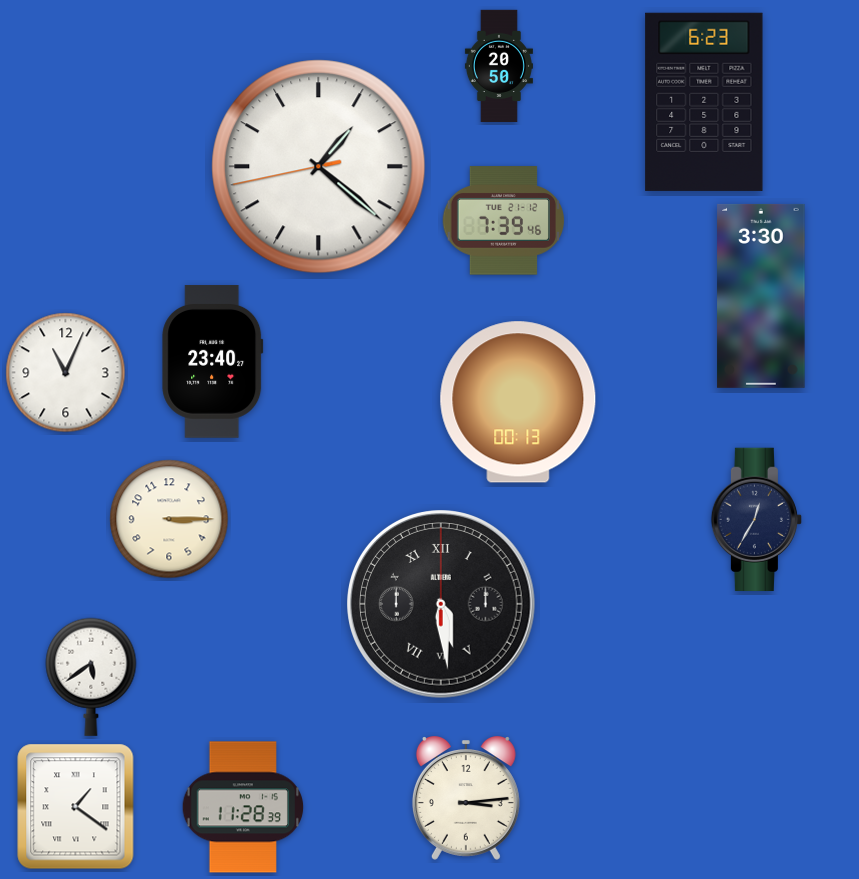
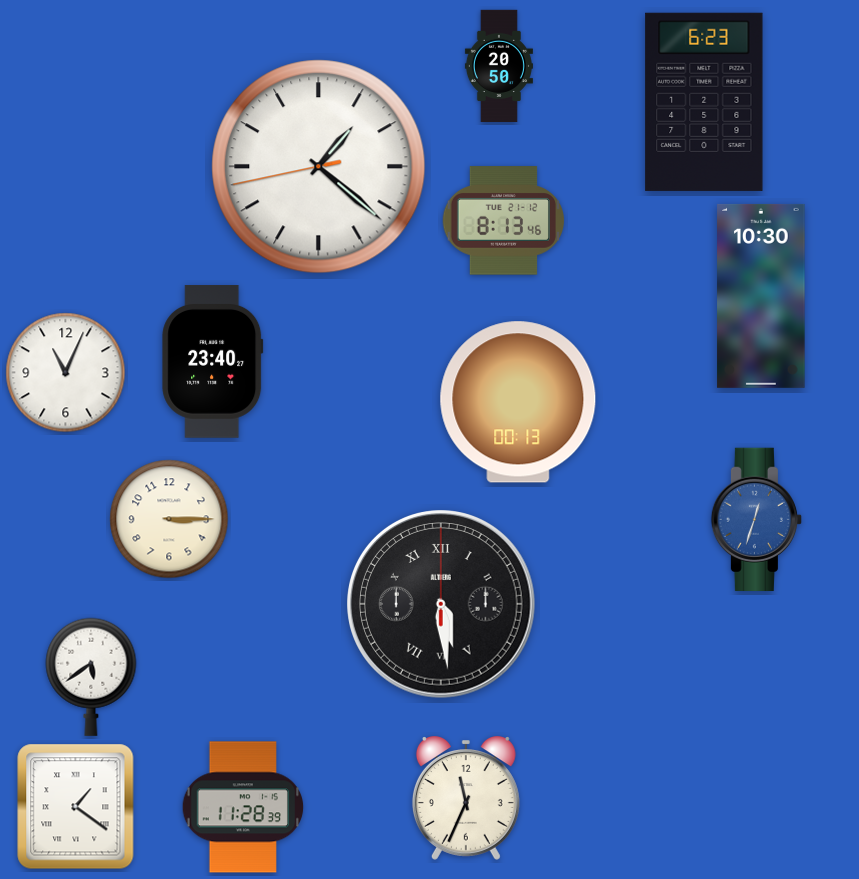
clock at (504, 221): 7:39 -> 8:13
clock at (761, 296): 3:30 -> 10:30
clock at (756, 520): 12:35 -> 12:33
clock at (756, 520) dial: navy -> blue
clock at (466, 798): 3:14 -> 11:34
